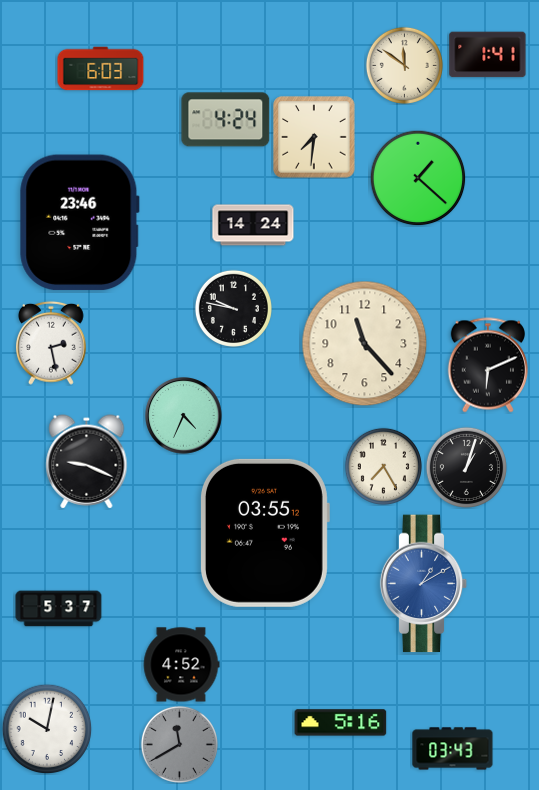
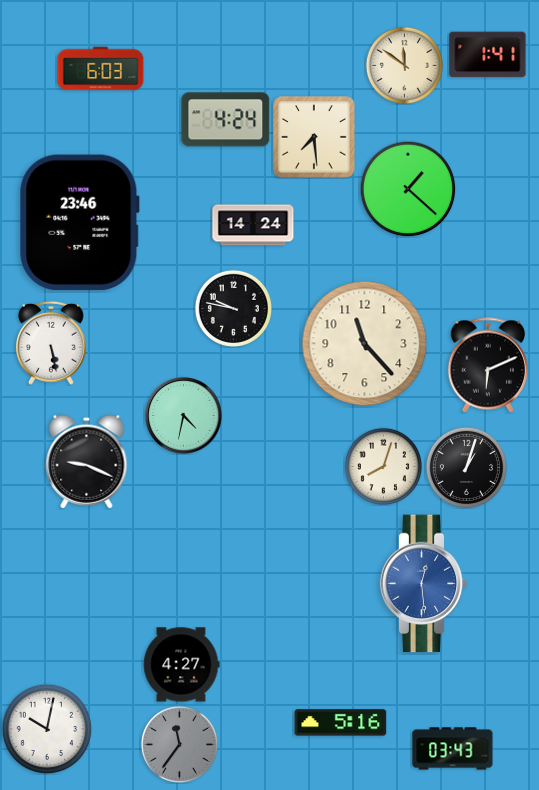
clock at (314, 137): 7:31 -> 7:29
clock at (418, 178) position: (418, 178) -> (408, 189)
clock at (52, 343): 2:28 -> 5:28
clock at (184, 416): 4:34 -> 4:32
clock at (383, 466): 7:25 -> 8:03
clock at (264, 533): 03:55 -> none
clock at (424, 584): 1:10 -> 12:29
clock at (59, 609): 5:37 -> none
clock at (181, 665): 4:52 -> 4:27
clock at (179, 744): 11:40 -> 11:36
